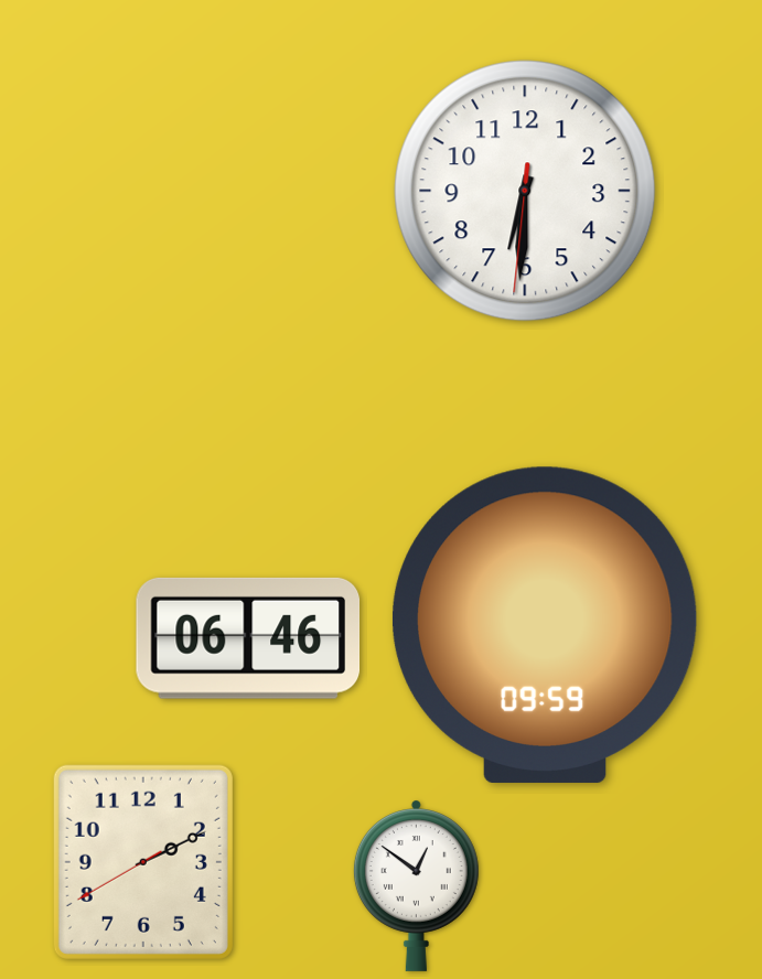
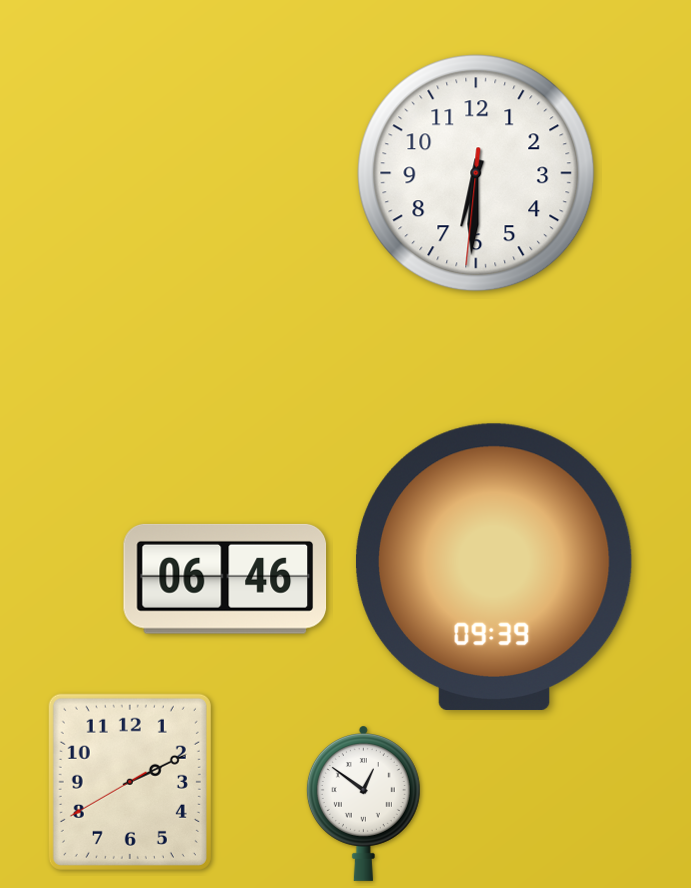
clock at (545, 625): 09:59 -> 09:39
clock at (416, 885) position: (416, 885) -> (363, 803)
